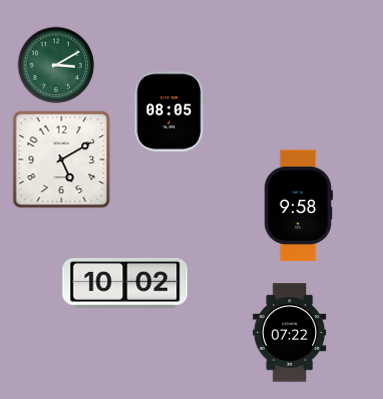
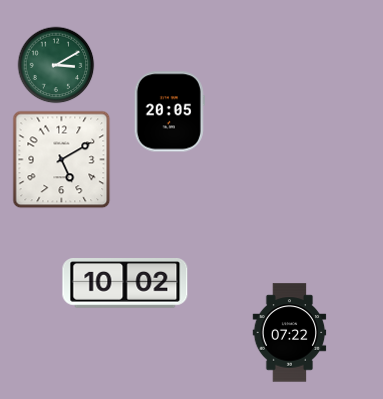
clock at (169, 112): 08:05 -> 20:05
clock at (298, 206): 9:58 -> none
